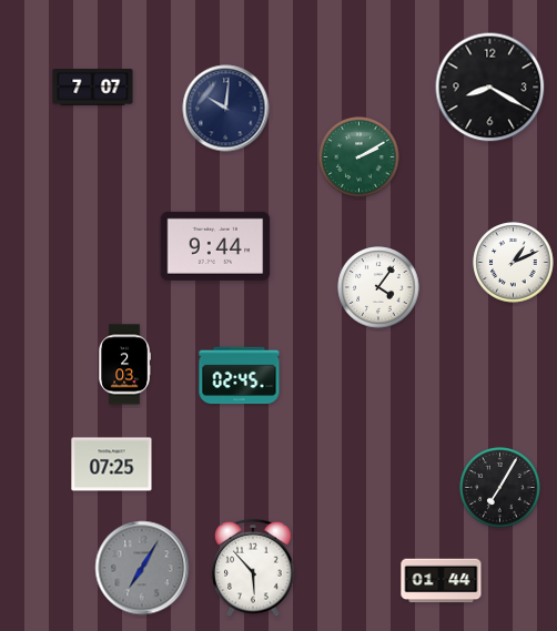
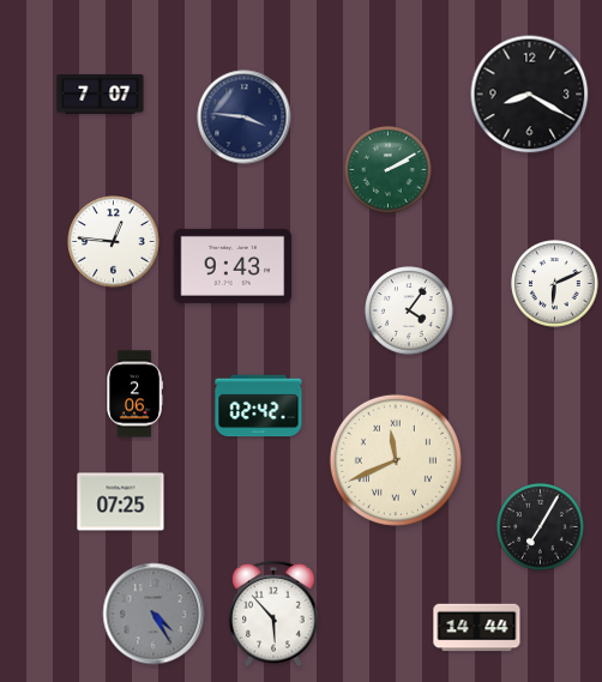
clock at (226, 109): 10:01 -> 3:46
clock at (114, 242): none -> 12:46
clock at (215, 246): 9:44 -> 9:43
clock at (514, 263): 1:11 -> 6:11
clock at (124, 365): 2:03 -> 2:06
clock at (240, 376): 02:45 -> 02:42
clock at (396, 460): none -> 11:41
clock at (142, 568): 7:05 -> 4:25
clock at (442, 581): 01:44 -> 14:44
